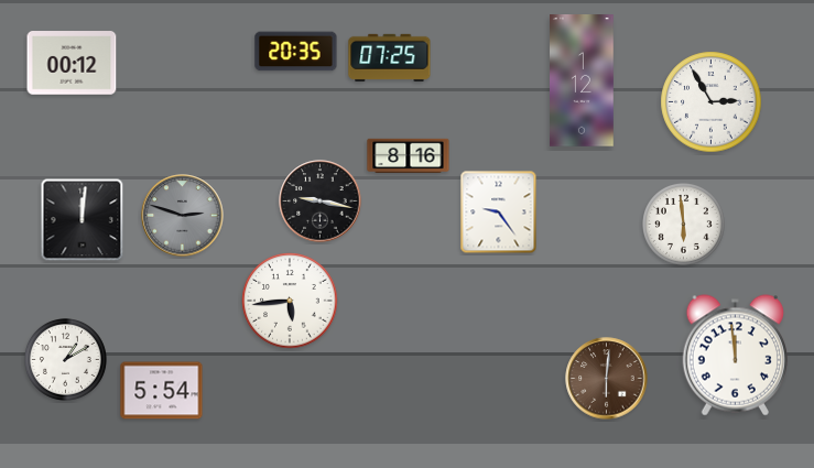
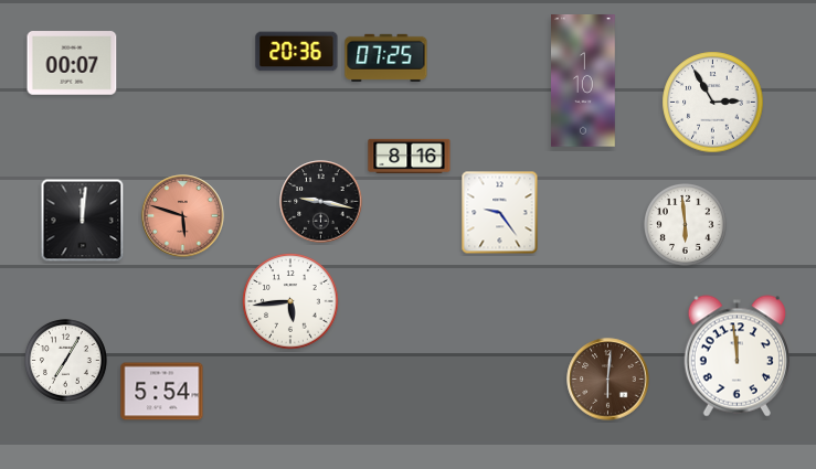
clock at (296, 52): 20:35 -> 20:36
clock at (390, 57) position: (390, 57) -> (386, 57)
clock at (72, 63): 00:12 -> 00:07
clock at (583, 80): 1:12 -> 1:10
clock at (183, 216): 2:48 -> 5:48
clock at (183, 216) dial: grey -> salmon
clock at (66, 360): 1:10 -> 7:05
